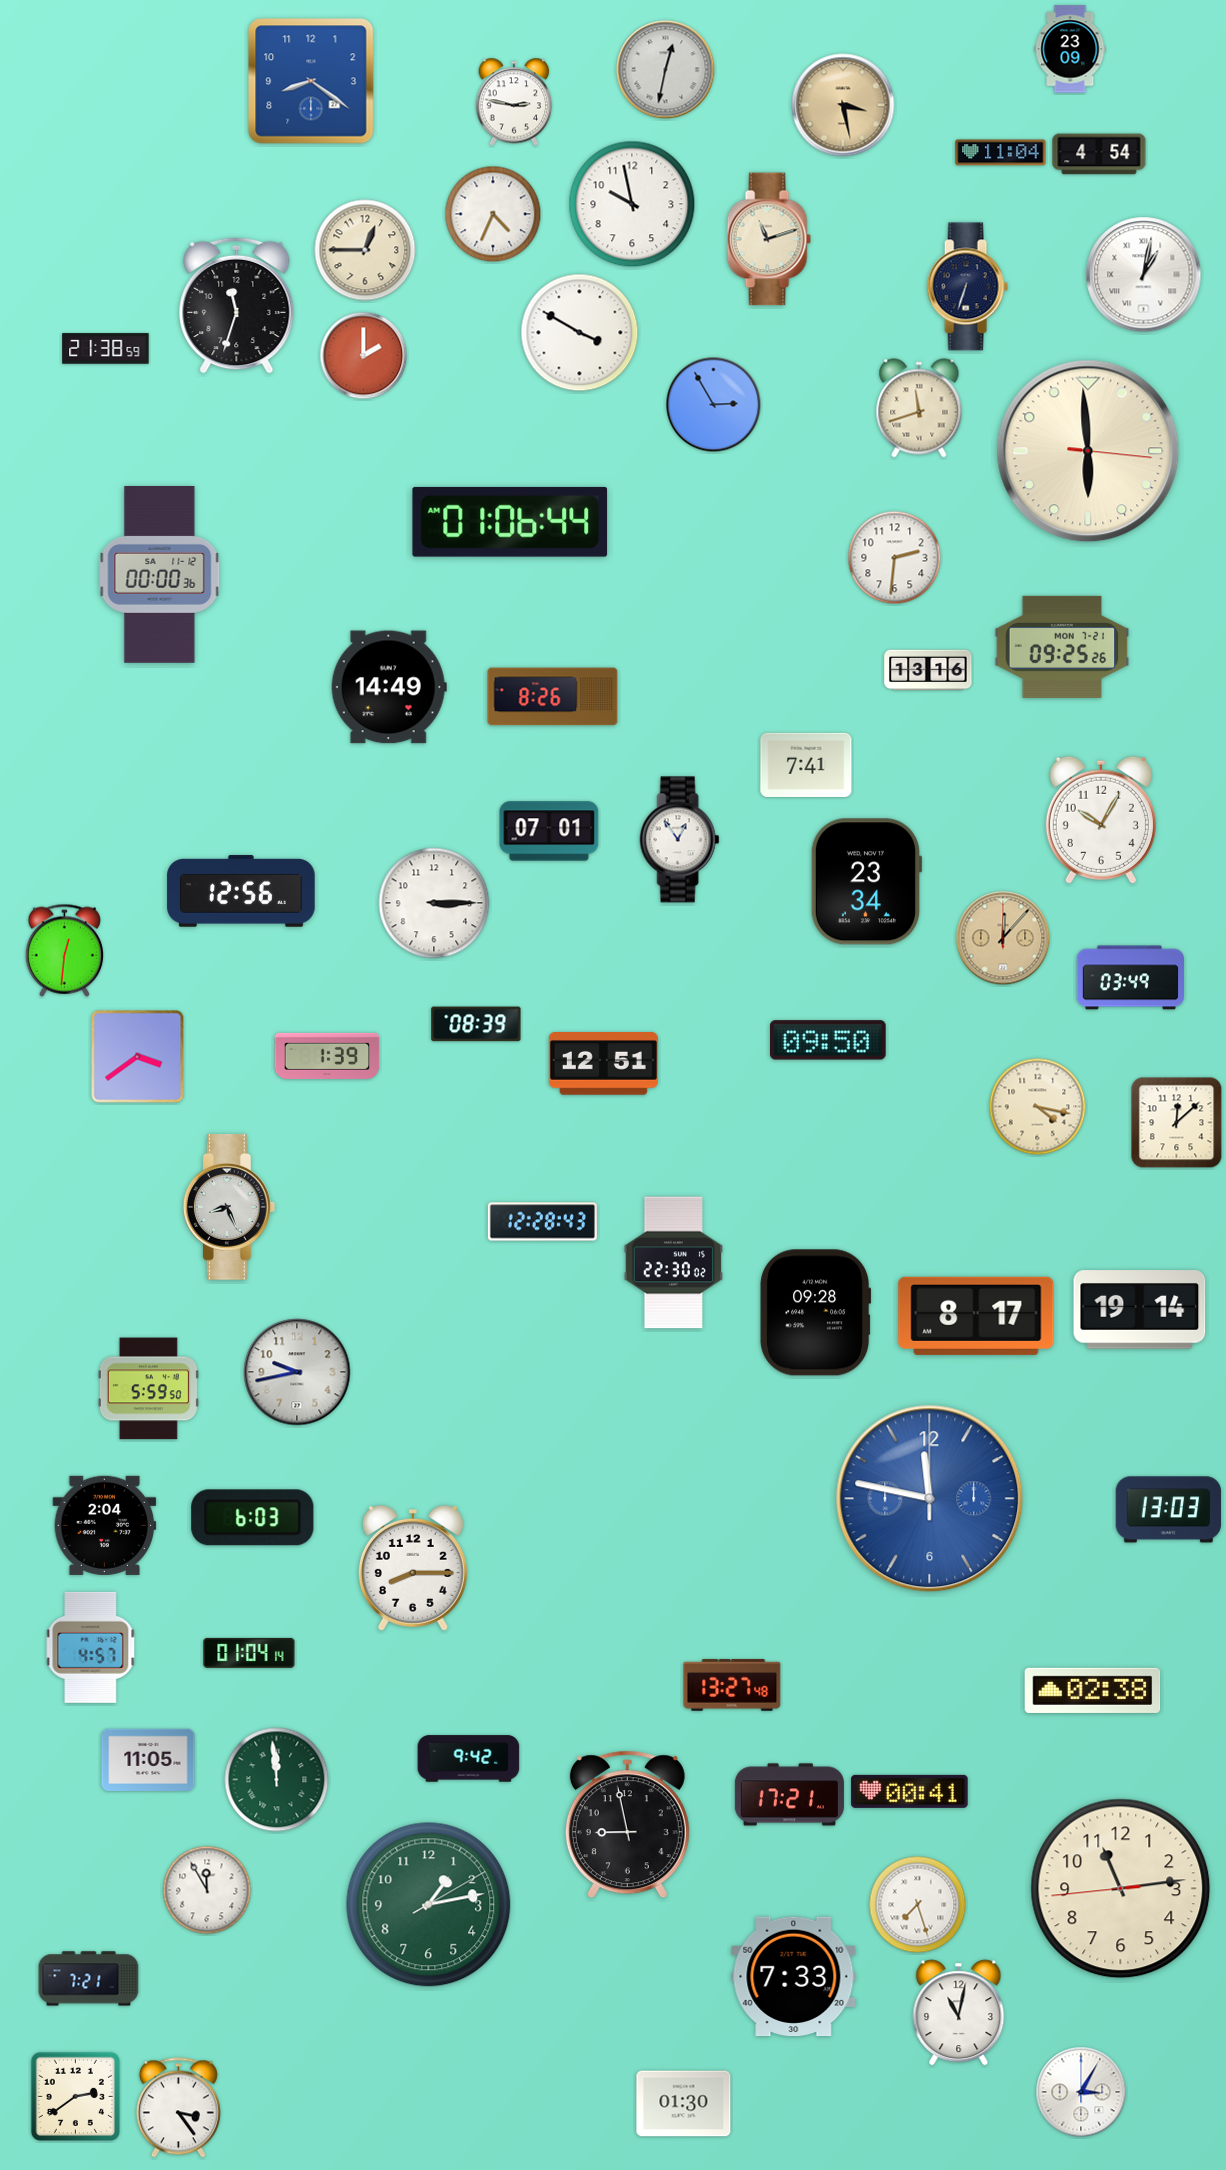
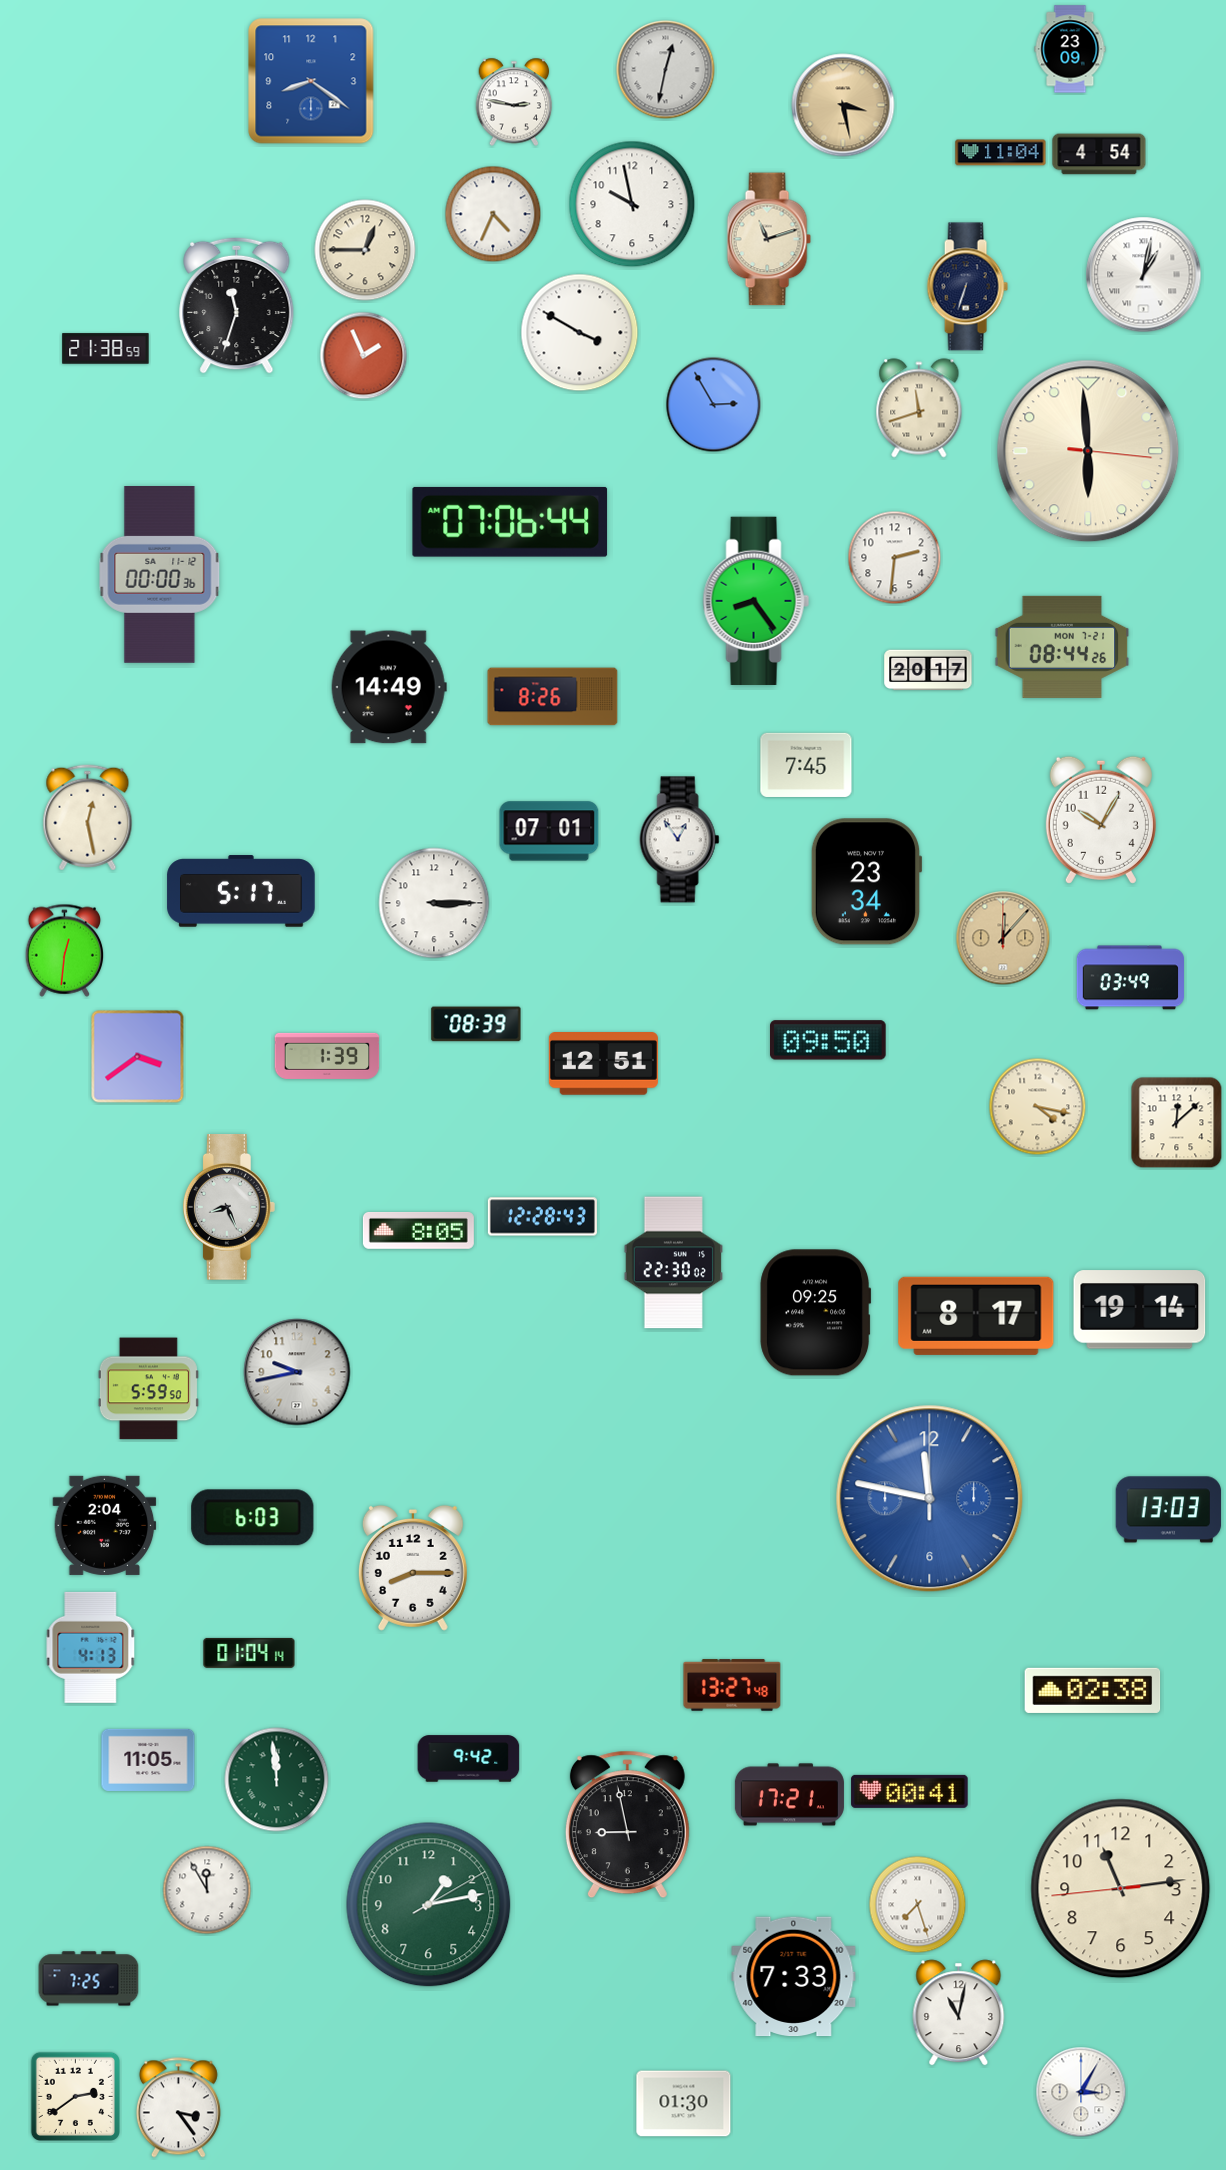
clock at (364, 356): 2:00 -> 1:56
clock at (510, 522): 01:06 -> 07:06
clock at (756, 600): none -> 8:24
clock at (1062, 647): 09:25 -> 08:44
clock at (928, 670): 13:16 -> 20:17
clock at (806, 765): 7:41 -> 7:45
clock at (88, 818): none -> 12:28
clock at (241, 891): 12:56 -> 5:17
clock at (542, 1222) position: (542, 1222) -> (542, 1217)
clock at (418, 1230): none -> 8:05
clock at (816, 1313): 09:28 -> 09:25
clock at (91, 1647): 4:57 -> 4:13
clock at (89, 1979): 7:21 -> 7:25
